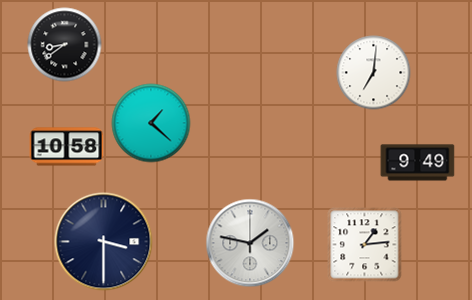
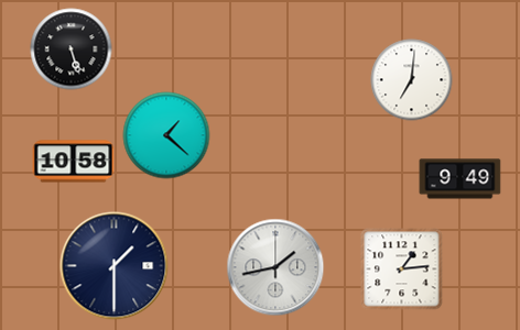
clock at (65, 45): 8:39 -> 5:27
clock at (104, 242): 3:30 -> 1:30
clock at (250, 243): 1:47 -> 1:43
